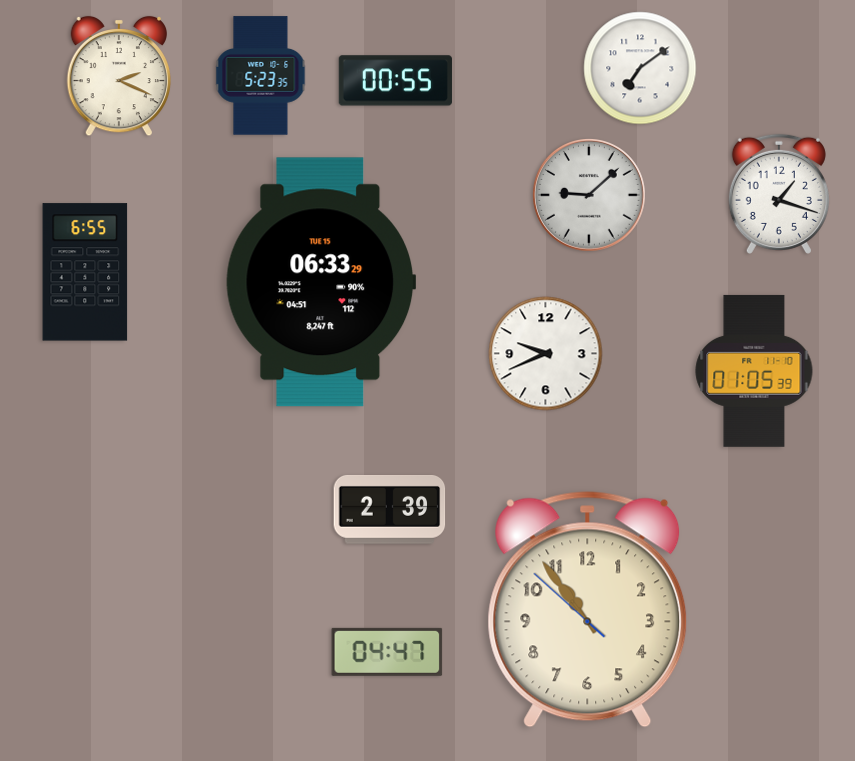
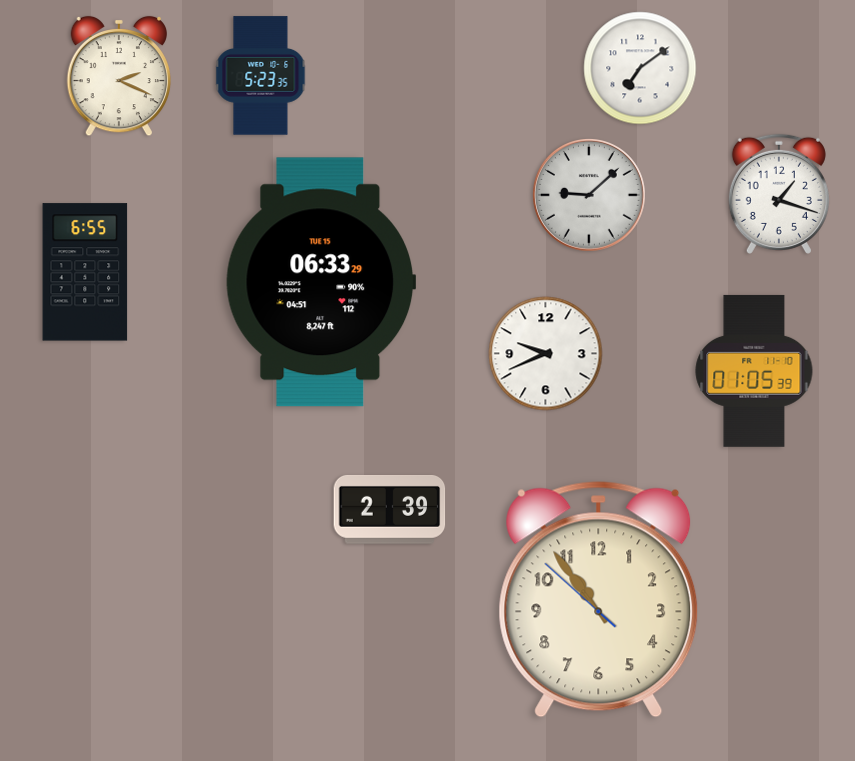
clock at (395, 81): 00:55 -> none
clock at (588, 610) position: (588, 610) -> (599, 600)
clock at (387, 652): 04:47 -> none
